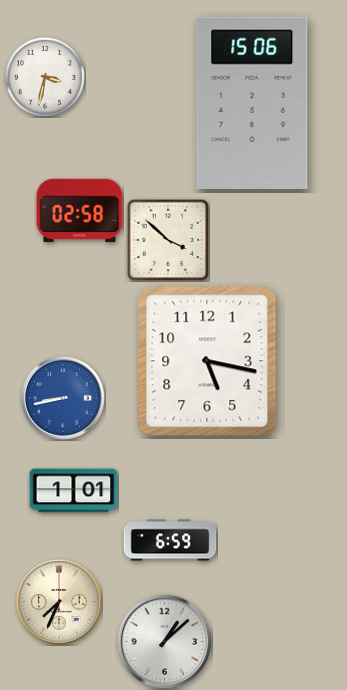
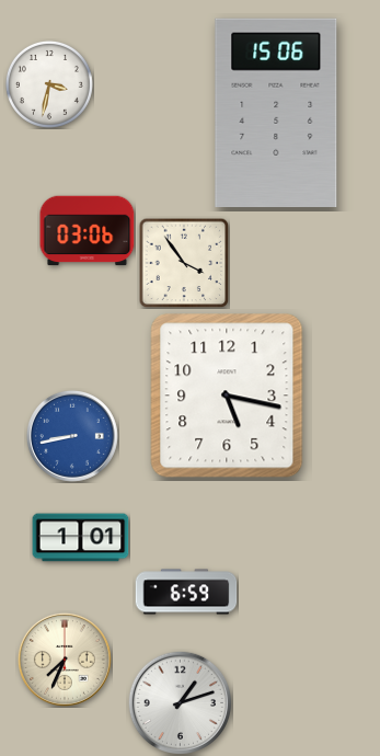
clock at (80, 211): 02:58 -> 03:06
clock at (168, 240): 3:52 -> 3:54
clock at (63, 398) position: (63, 398) -> (72, 436)
clock at (164, 641): 1:08 -> 1:12
